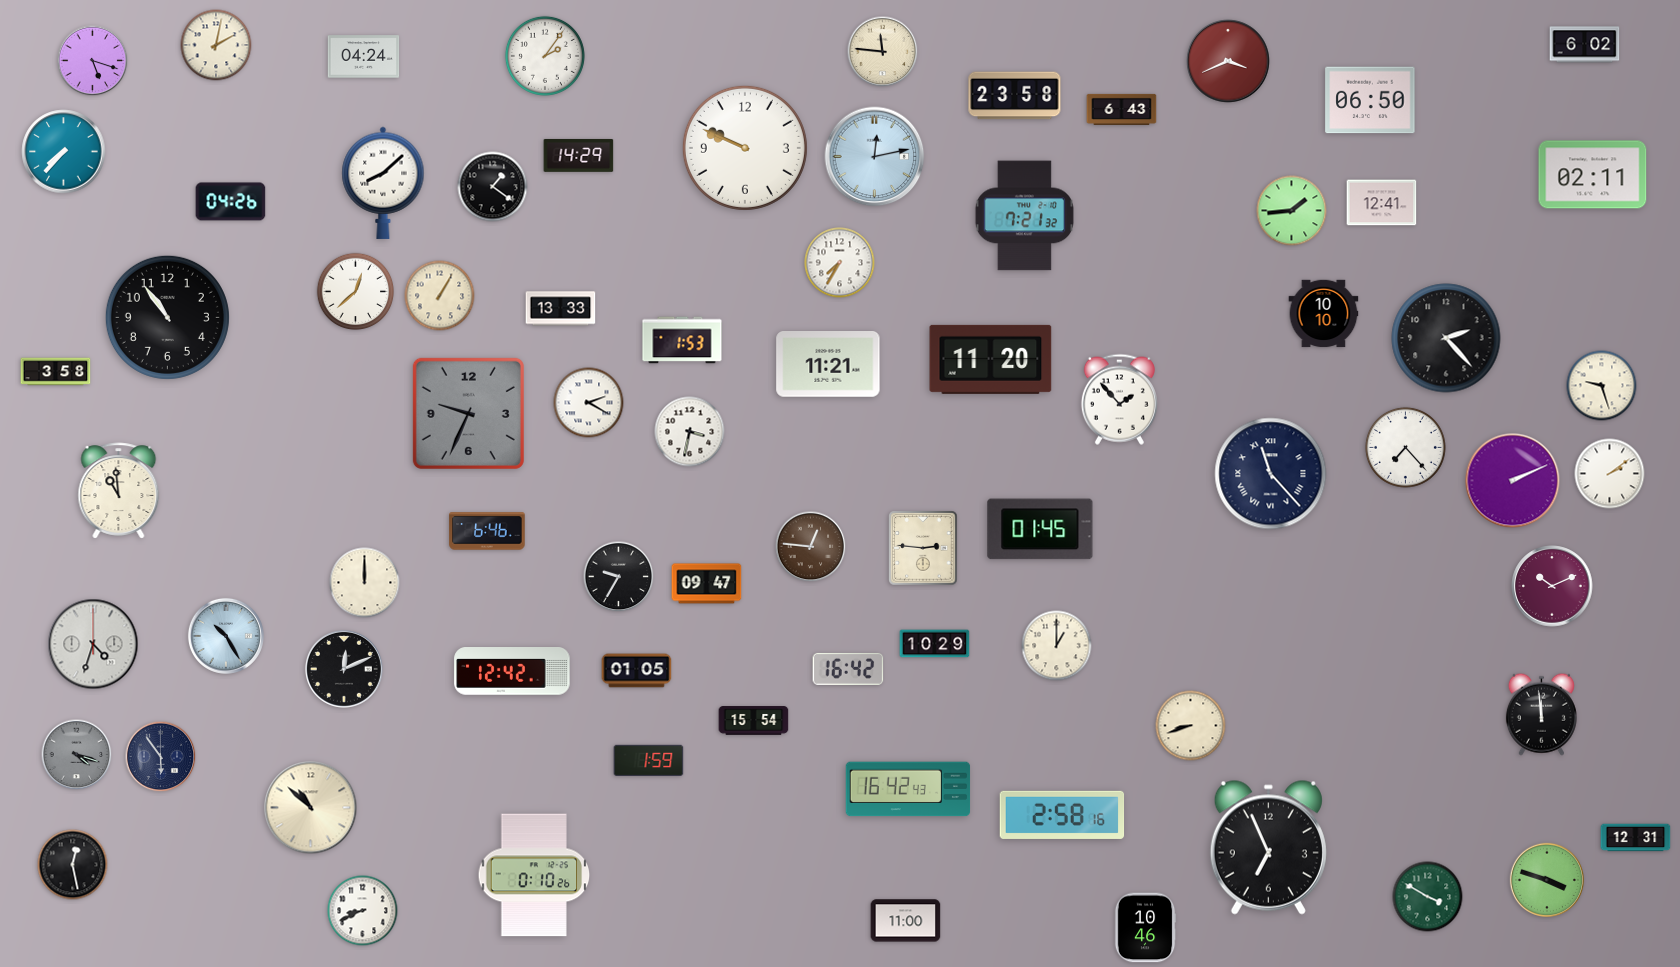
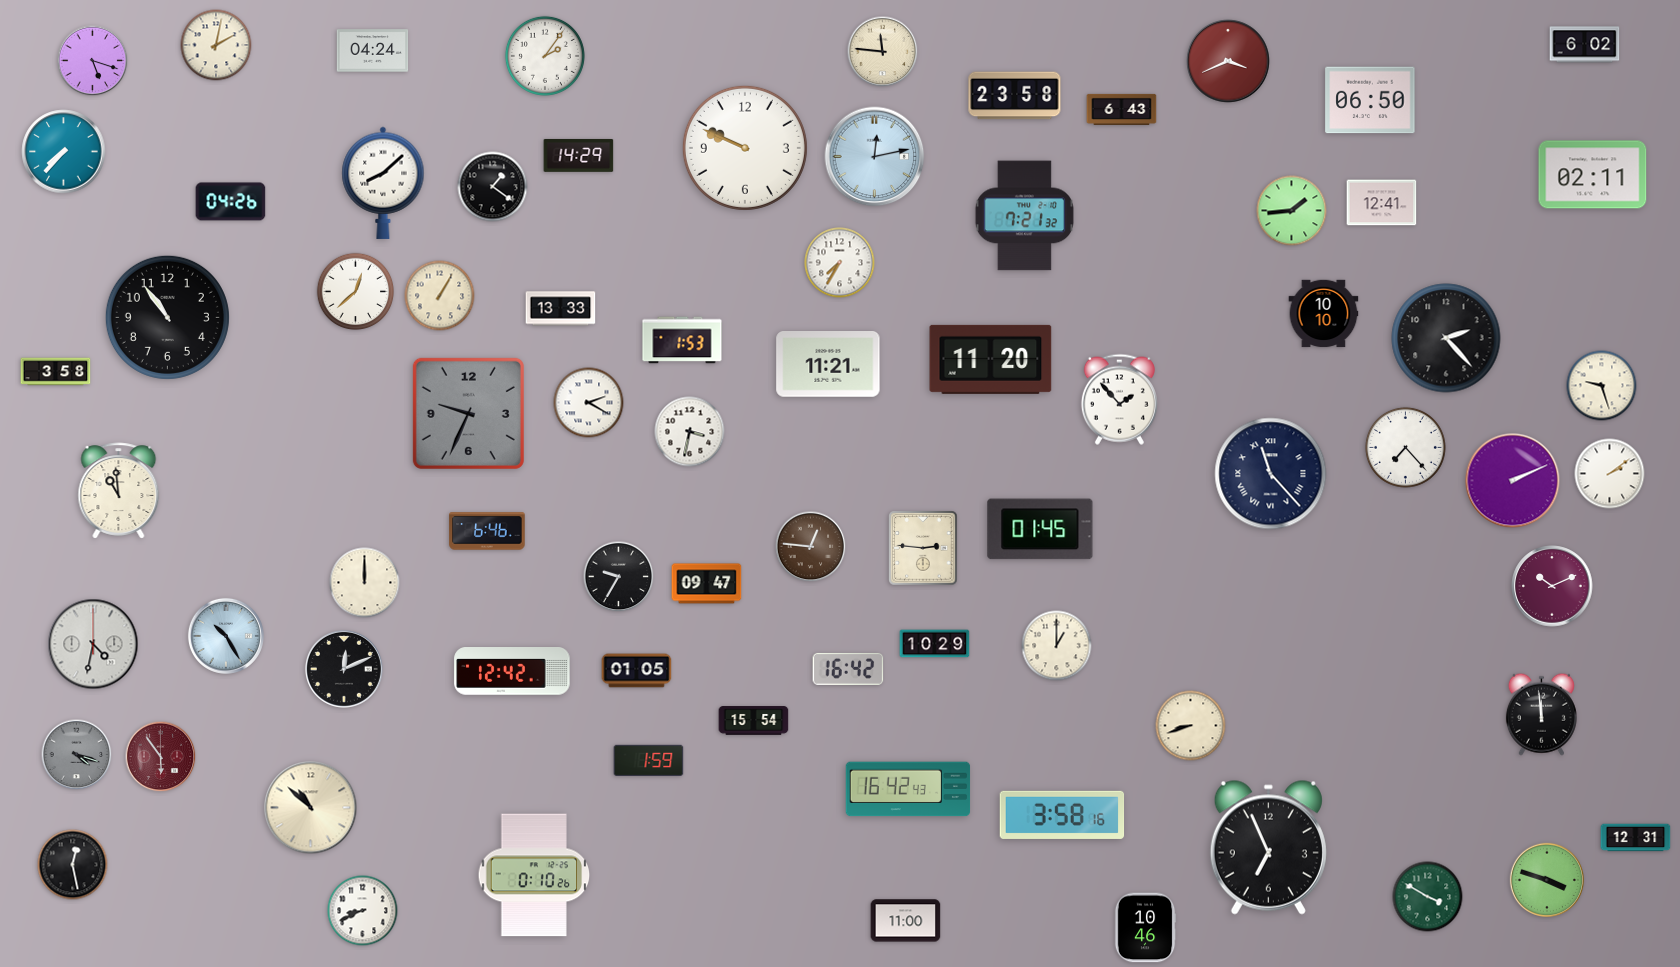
clock at (364, 57) position: (364, 57) -> (373, 51)
clock at (93, 644): 4:33 -> 4:32
clock at (161, 757) dial: navy -> burgundy
clock at (1062, 815): 2:58 -> 3:58
